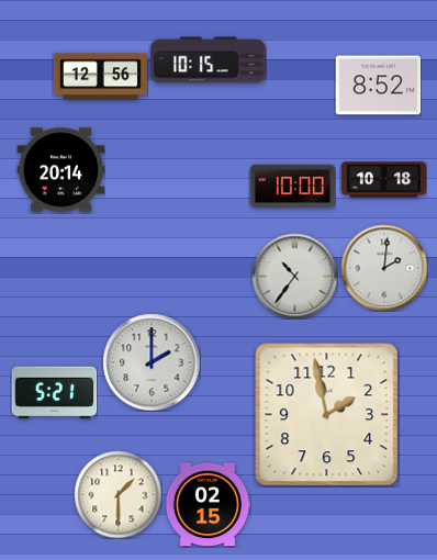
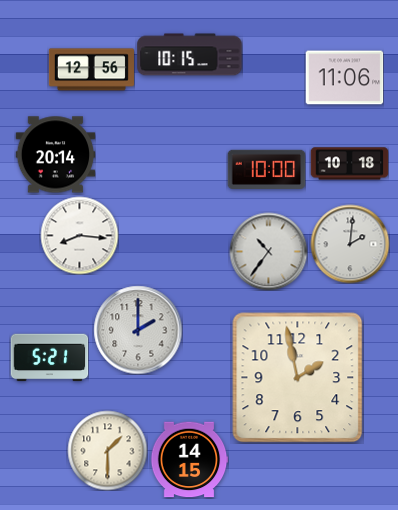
clock at (378, 86): 8:52 -> 11:06
clock at (79, 235): none -> 8:16
clock at (208, 505): 02:15 -> 14:15
